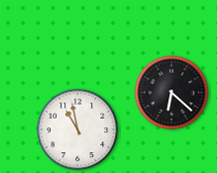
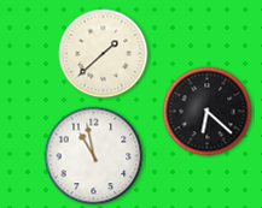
clock at (104, 54): none -> 1:38
